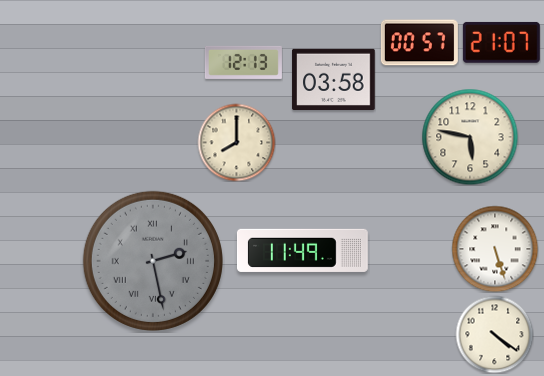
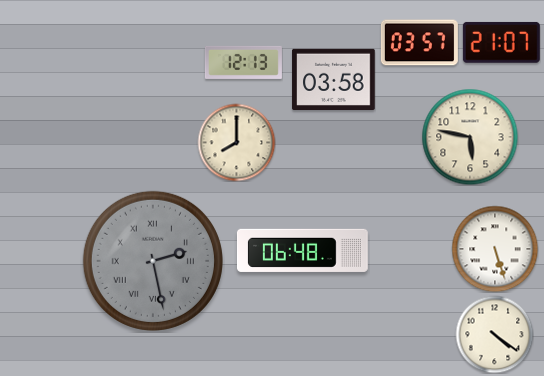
clock at (419, 43): 00:57 -> 03:57
clock at (302, 250): 11:49 -> 06:48
